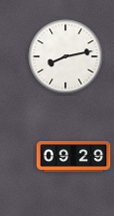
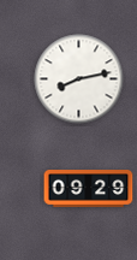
clock at (66, 57) position: (66, 57) -> (79, 79)
